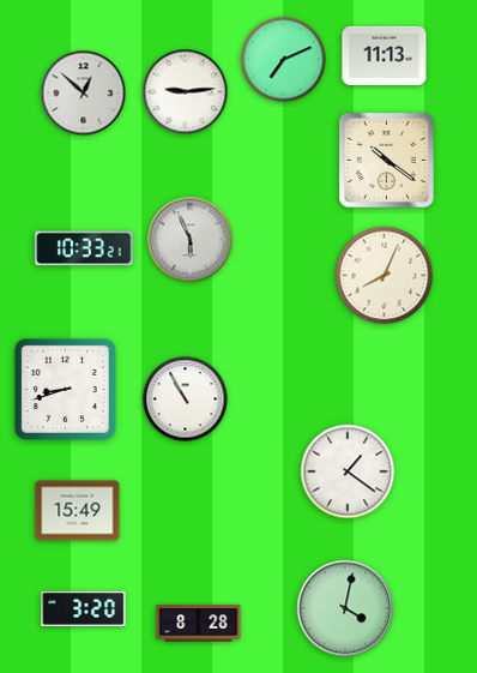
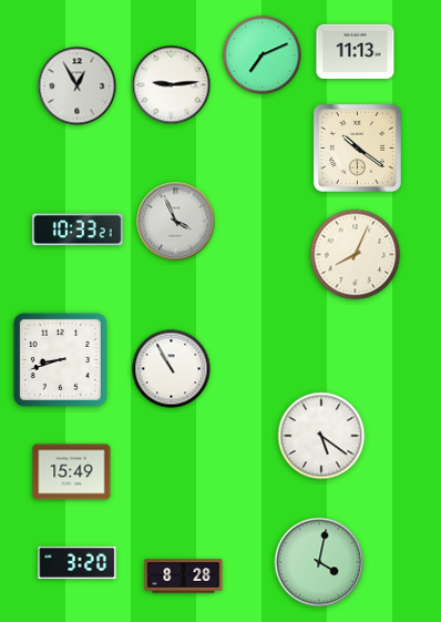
clock at (84, 94): 12:52 -> 12:55
clock at (191, 240): 5:56 -> 3:56
clock at (348, 471): 1:21 -> 5:21
